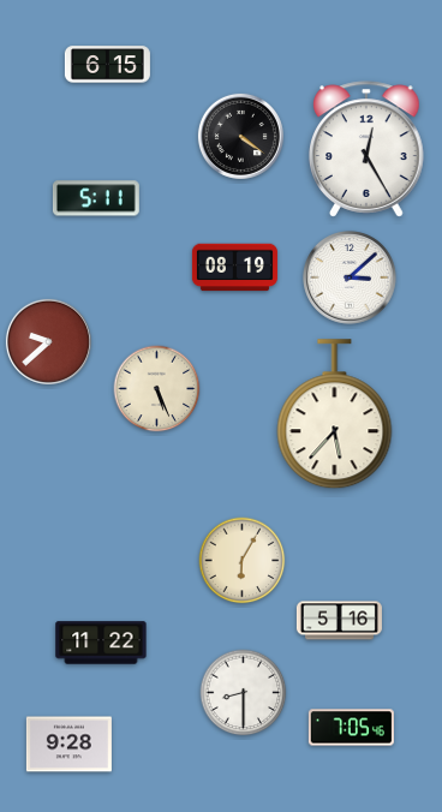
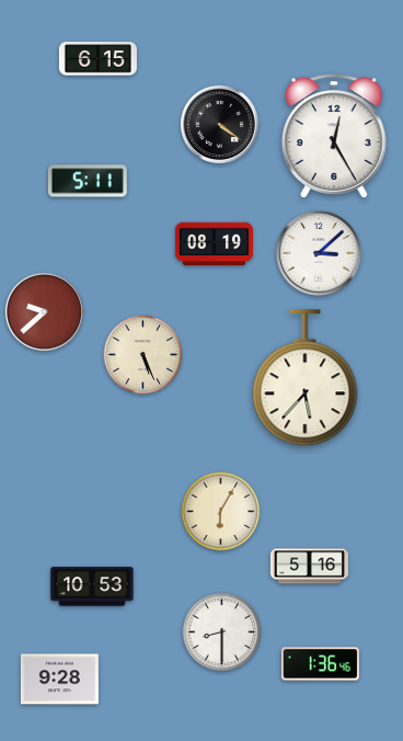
clock at (101, 643): 11:22 -> 10:53
clock at (351, 728): 7:05 -> 1:36
clock at (68, 745) position: (68, 745) -> (59, 680)
